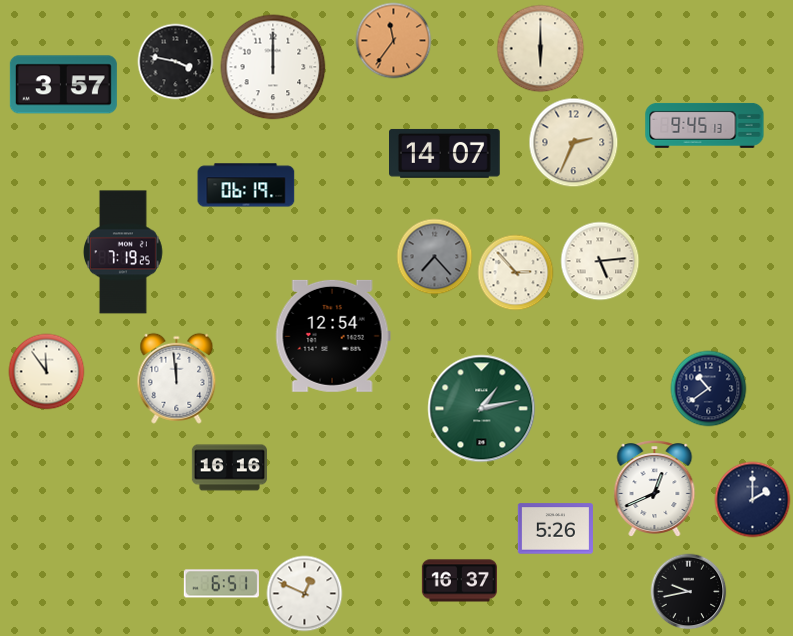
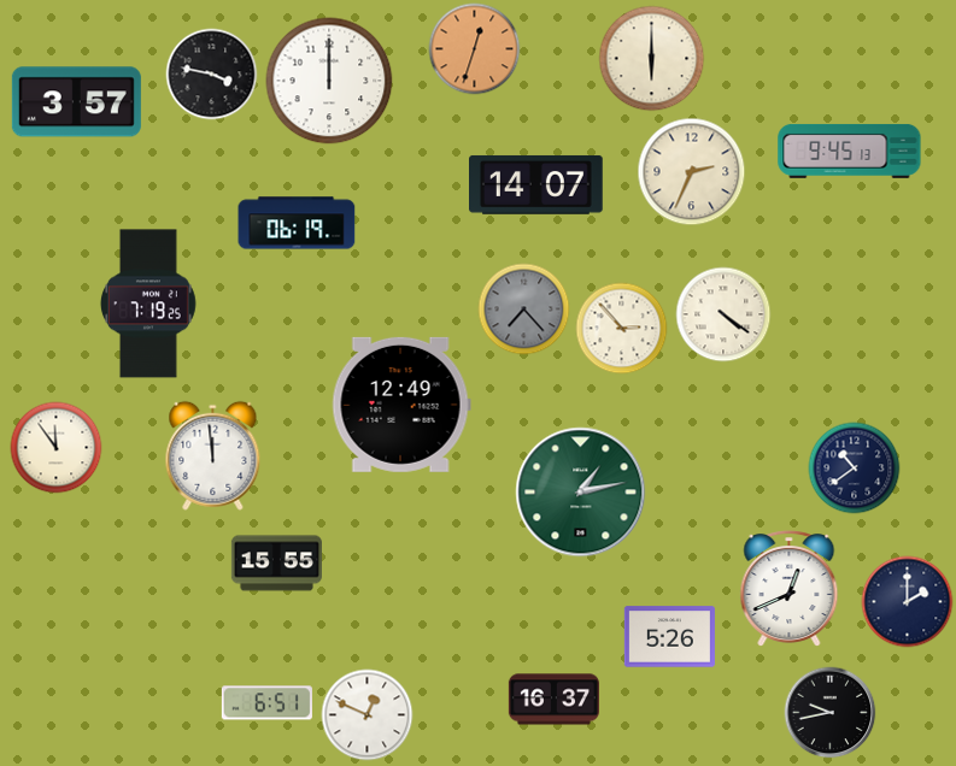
clock at (394, 41): 11:36 -> 12:33
clock at (600, 261): 5:14 -> 4:21
clock at (333, 336): 12:54 -> 12:49
clock at (229, 468): 16:16 -> 15:55
